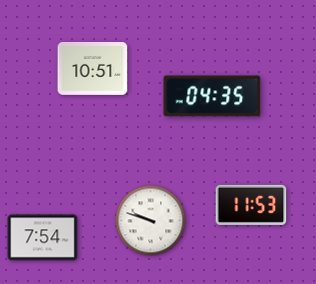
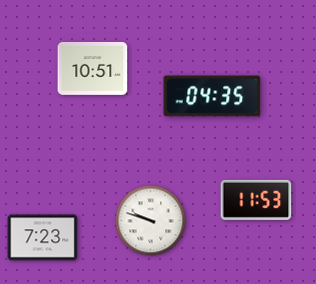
clock at (251, 205) position: (251, 205) -> (256, 200)
clock at (43, 238): 7:54 -> 7:23
